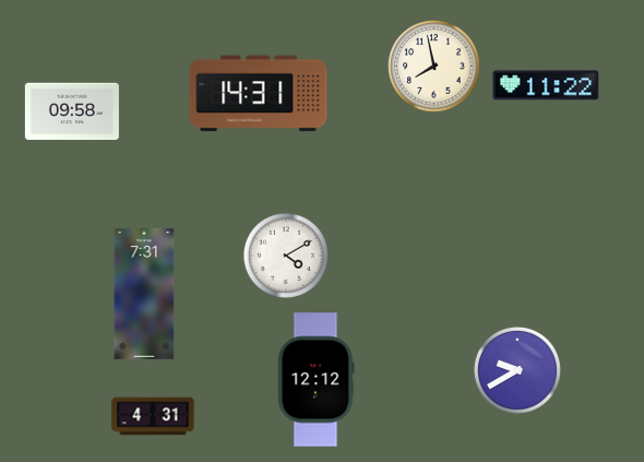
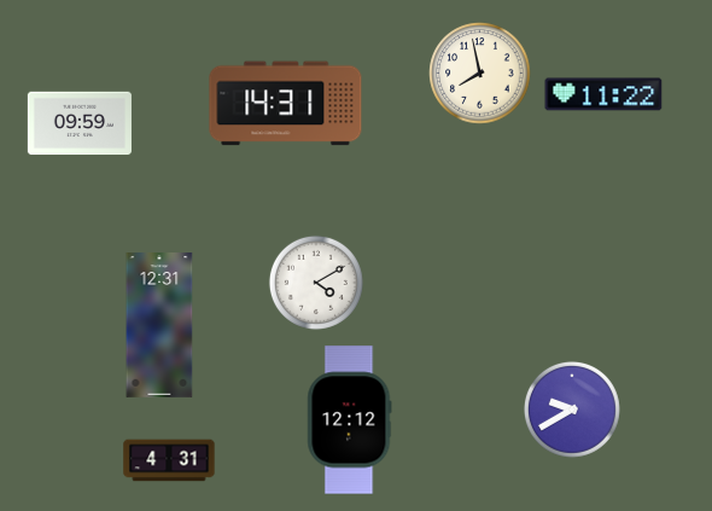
clock at (72, 111): 09:58 -> 09:59
clock at (144, 295): 7:31 -> 12:31
